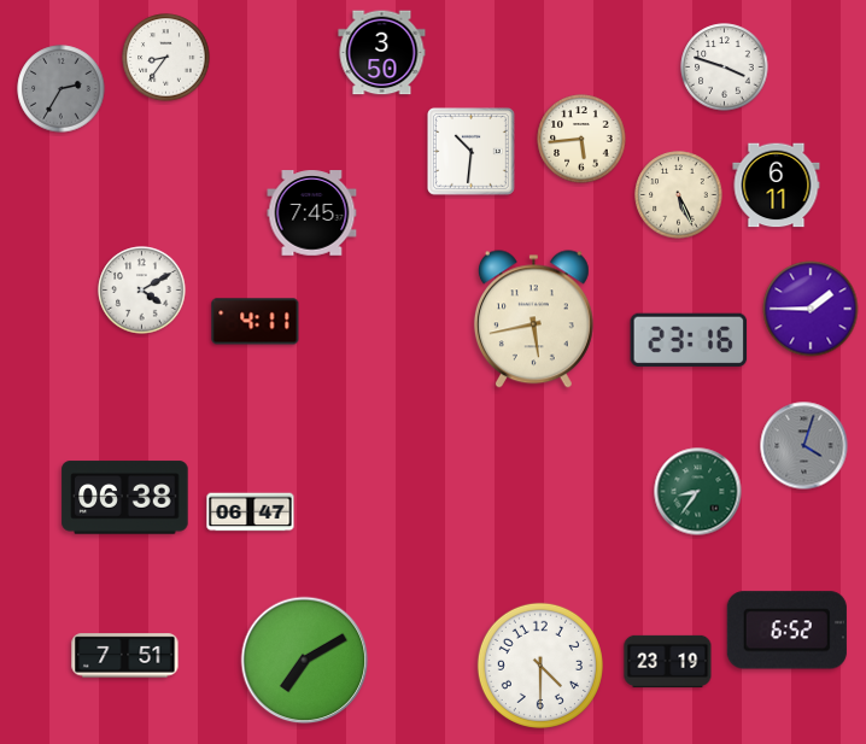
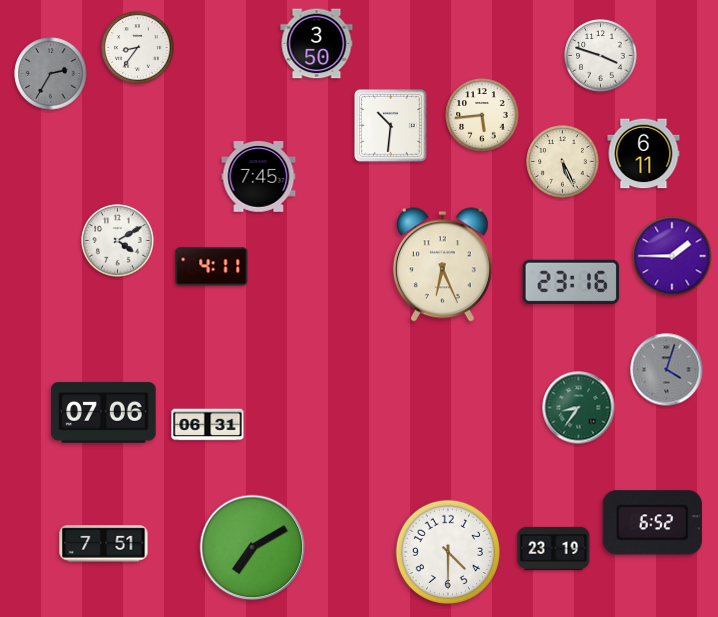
clock at (533, 320): 5:43 -> 6:26
clock at (125, 498): 06:38 -> 07:06
clock at (251, 512): 06:47 -> 06:31
